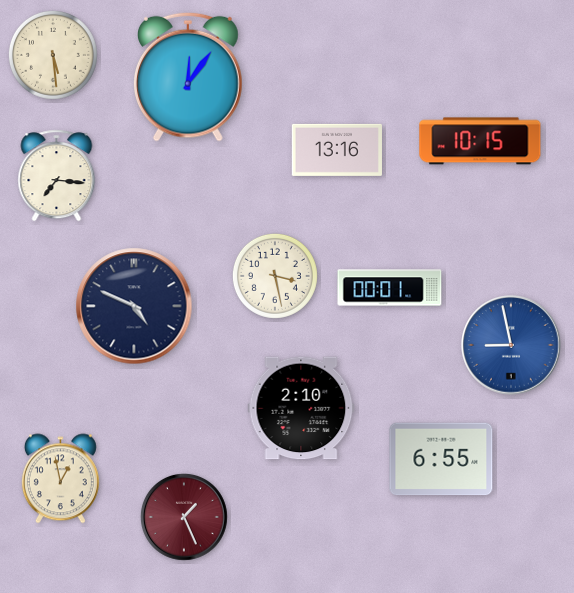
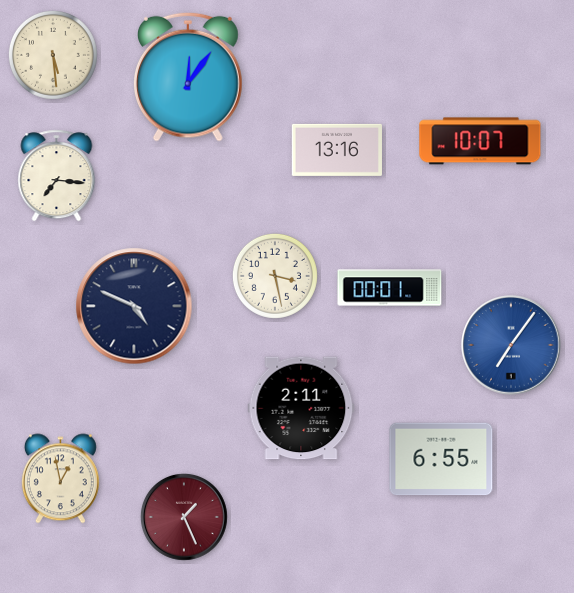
clock at (480, 141): 10:15 -> 10:07
clock at (511, 345): 8:58 -> 7:06
clock at (301, 408): 2:10 -> 2:11
